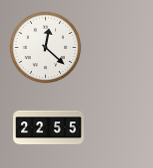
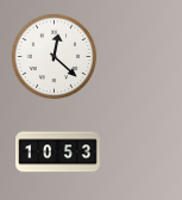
clock at (49, 128): 22:55 -> 10:53
